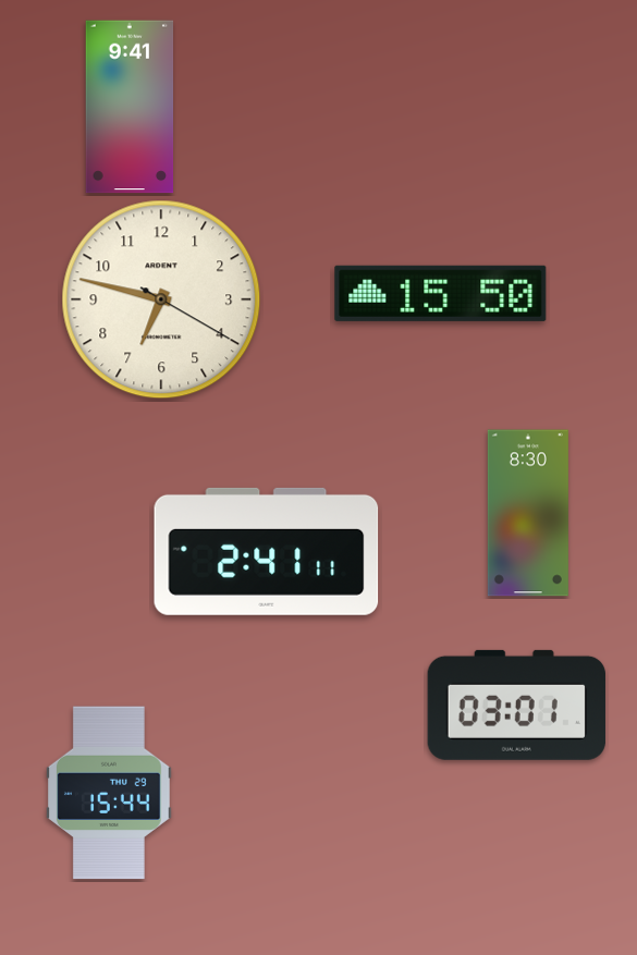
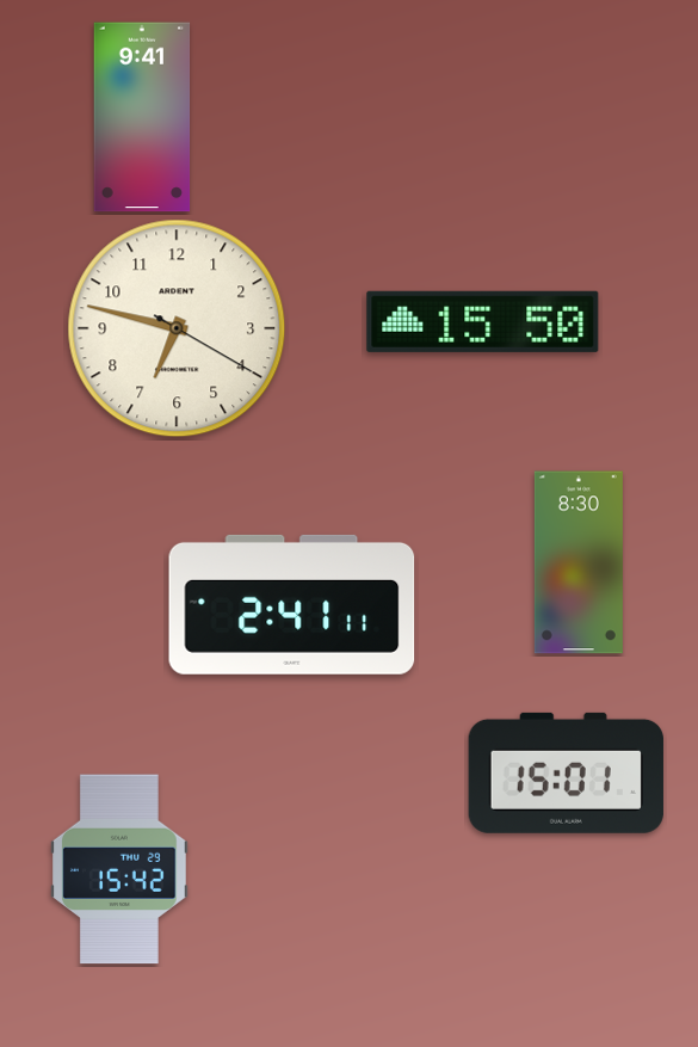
clock at (516, 705): 03:01 -> 15:01
clock at (110, 793): 15:44 -> 15:42
